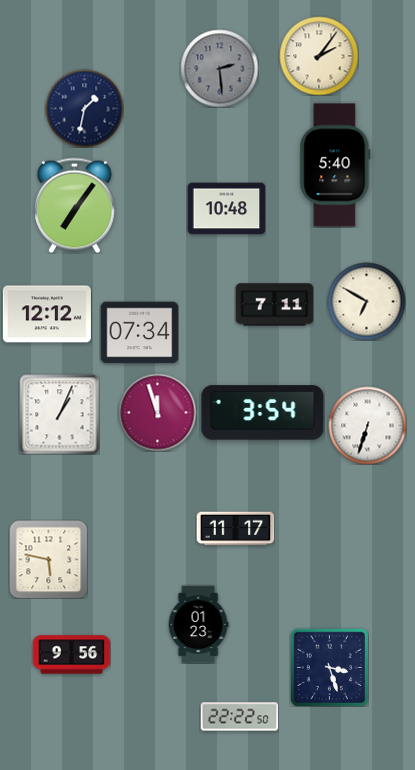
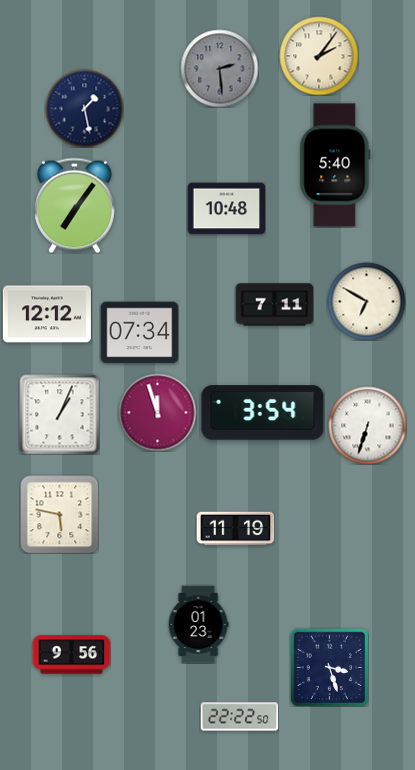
clock at (84, 108): 1:32 -> 1:28
clock at (235, 529): 11:17 -> 11:19
clock at (48, 559) position: (48, 559) -> (59, 514)
